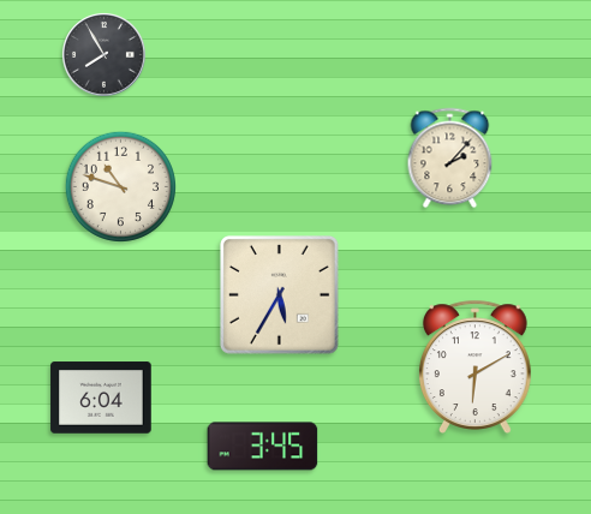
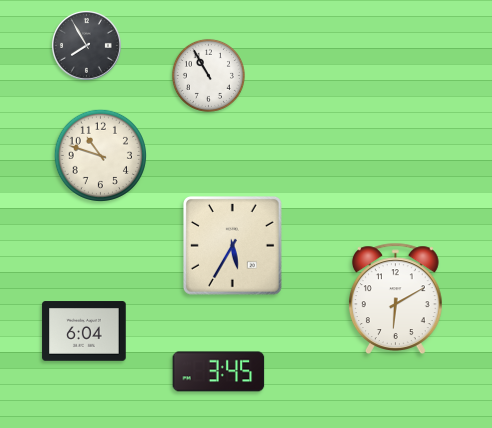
clock at (208, 75): none -> 10:55
clock at (450, 159): 2:07 -> none
clock at (474, 366) position: (474, 366) -> (395, 298)
